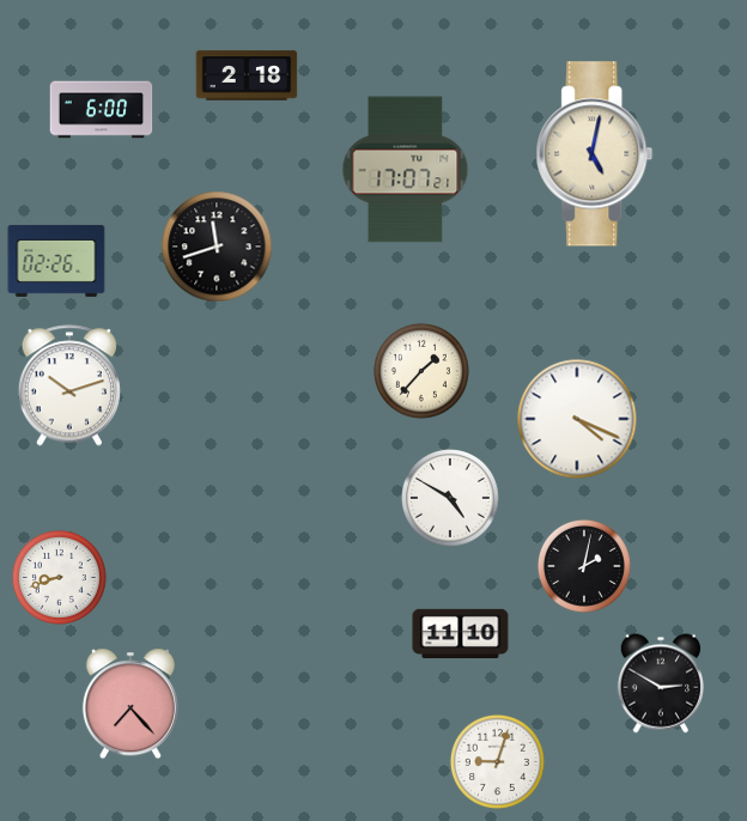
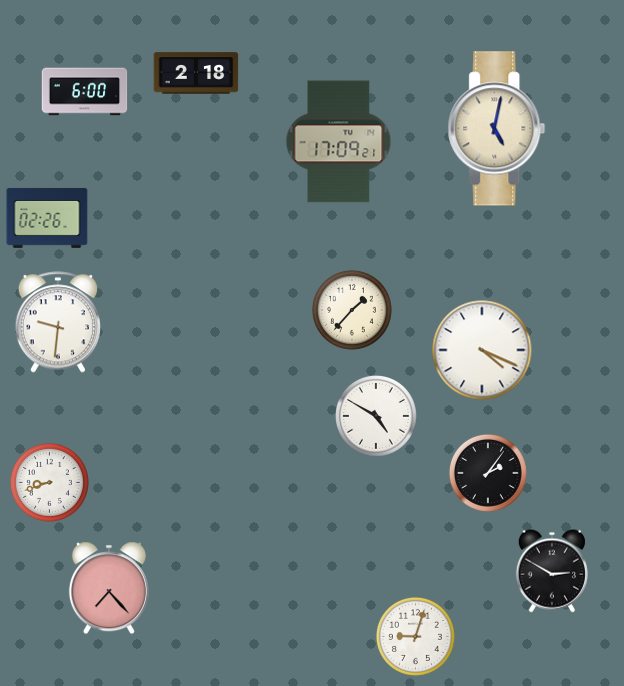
clock at (247, 75) position: (247, 75) -> (196, 73)
clock at (406, 170): 17:07 -> 17:09
clock at (217, 247): 11:42 -> none
clock at (68, 385): 10:12 -> 9:31
clock at (584, 566): 2:02 -> 2:06
clock at (461, 633): 11:10 -> none
